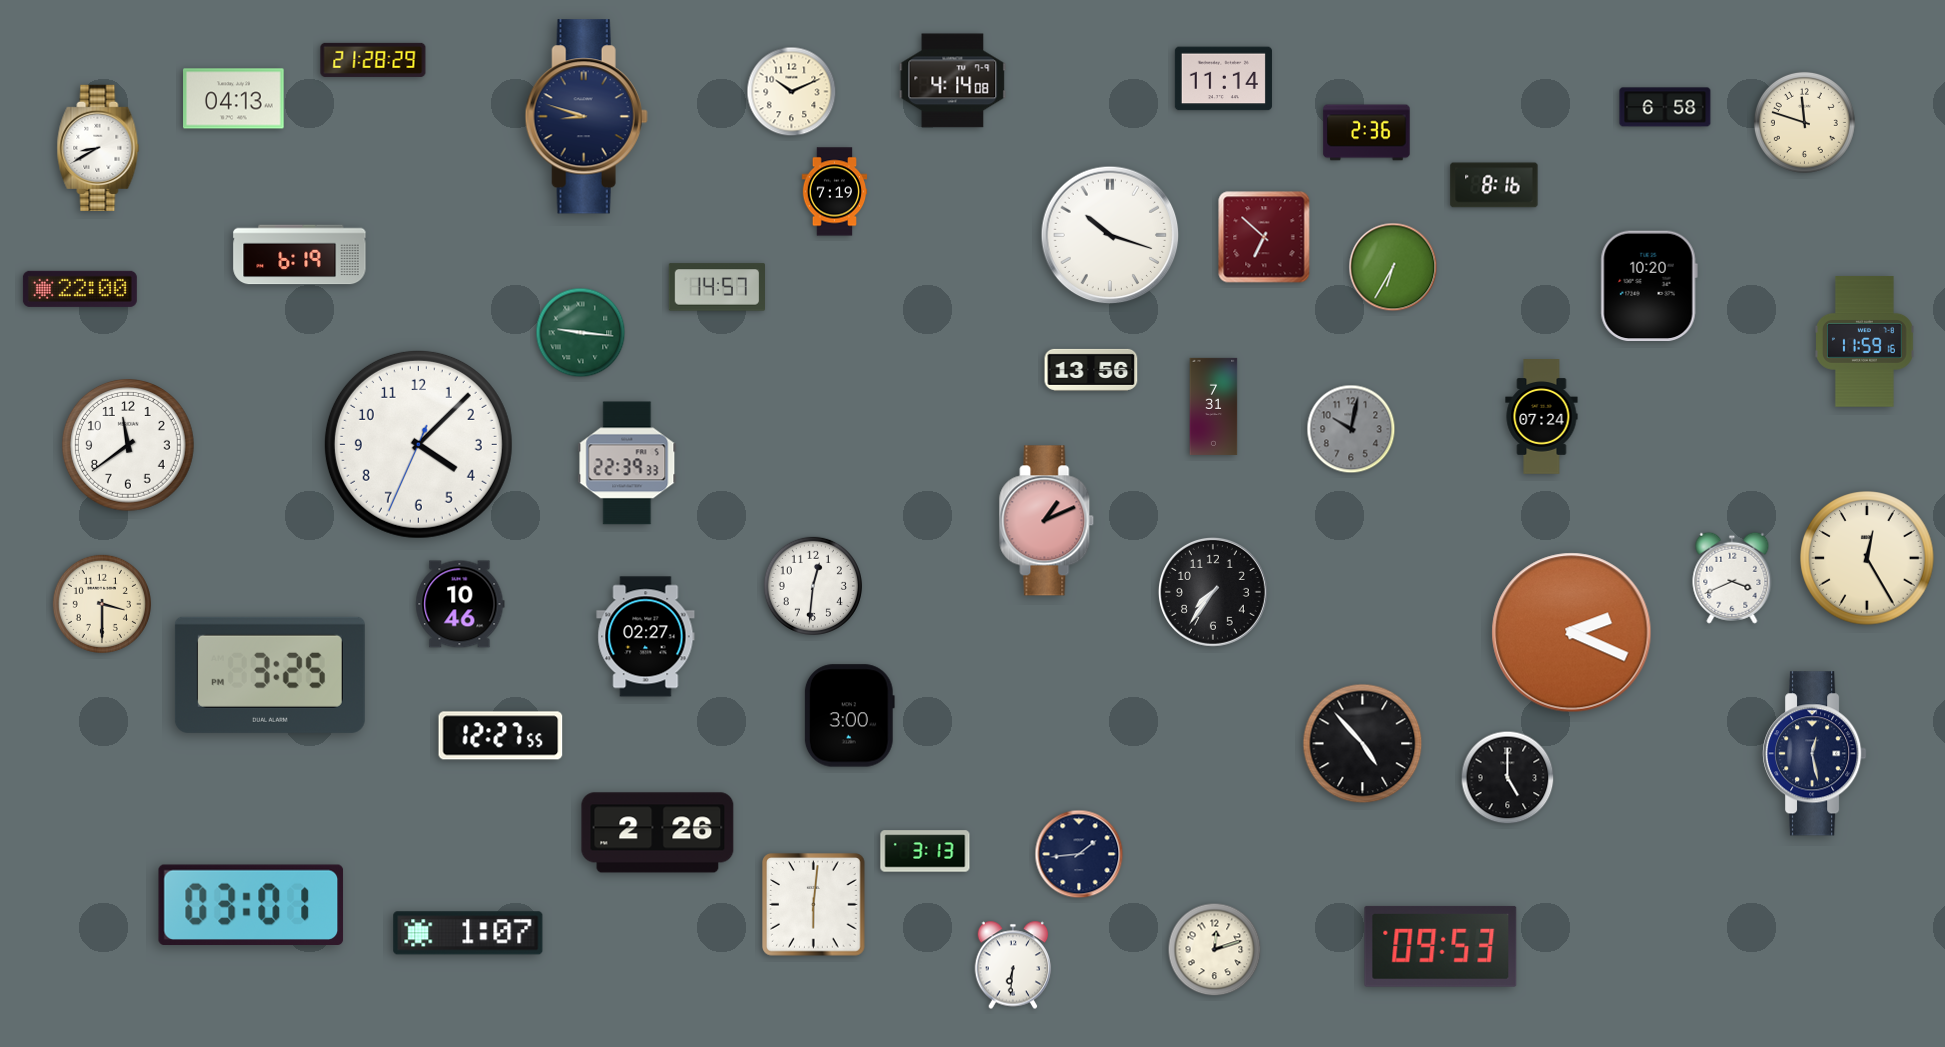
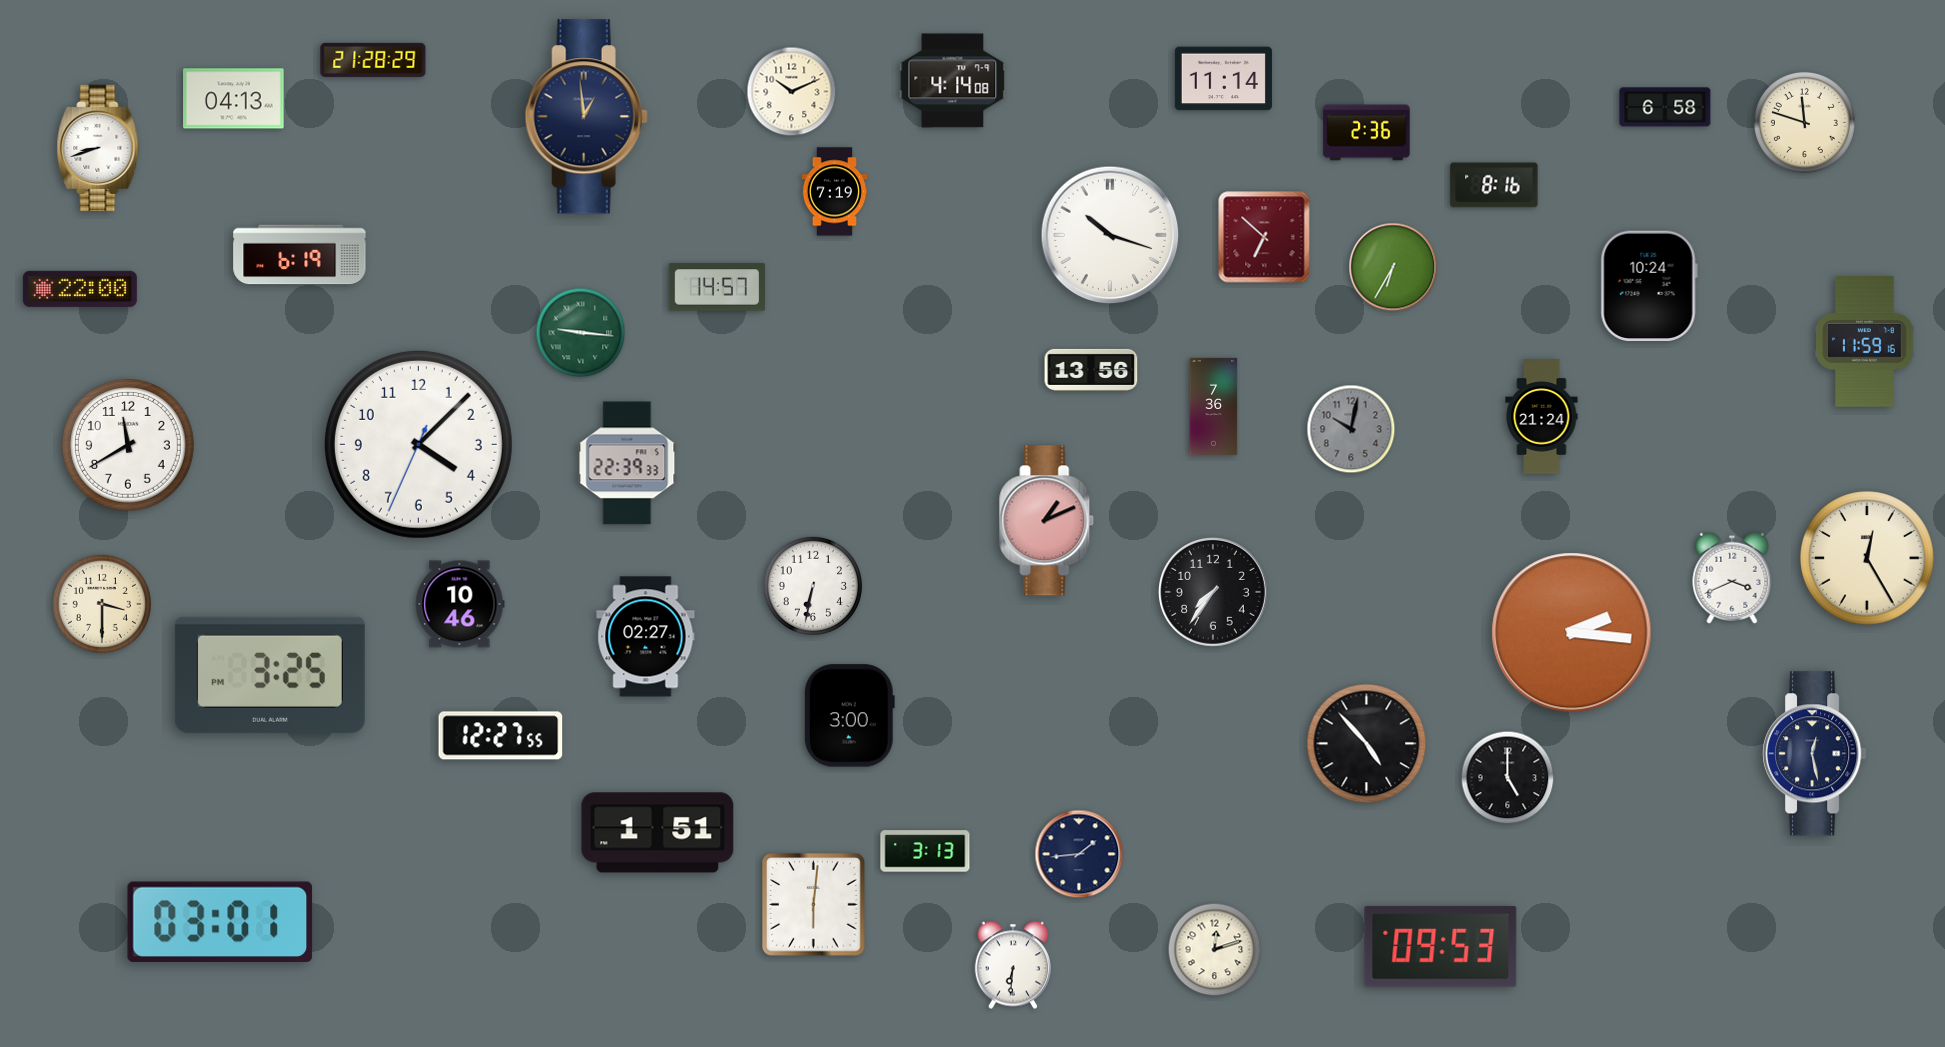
clock at (586, 117): 8:48 -> 12:59
clock at (98, 147): 8:40 -> 8:42
clock at (1649, 286): 10:20 -> 10:24
clock at (1214, 406): 7:31 -> 7:36
clock at (1542, 417): 07:24 -> 21:24
clock at (129, 446): 11:39 -> 11:40
clock at (813, 586): 12:31 -> 6:32
clock at (1572, 633): 2:19 -> 2:16
clock at (1363, 744) position: (1363, 744) -> (1367, 744)
clock at (658, 833): 2:26 -> 1:51
clock at (251, 904) position: (251, 904) -> (220, 921)
clock at (468, 933): 1:07 -> none
